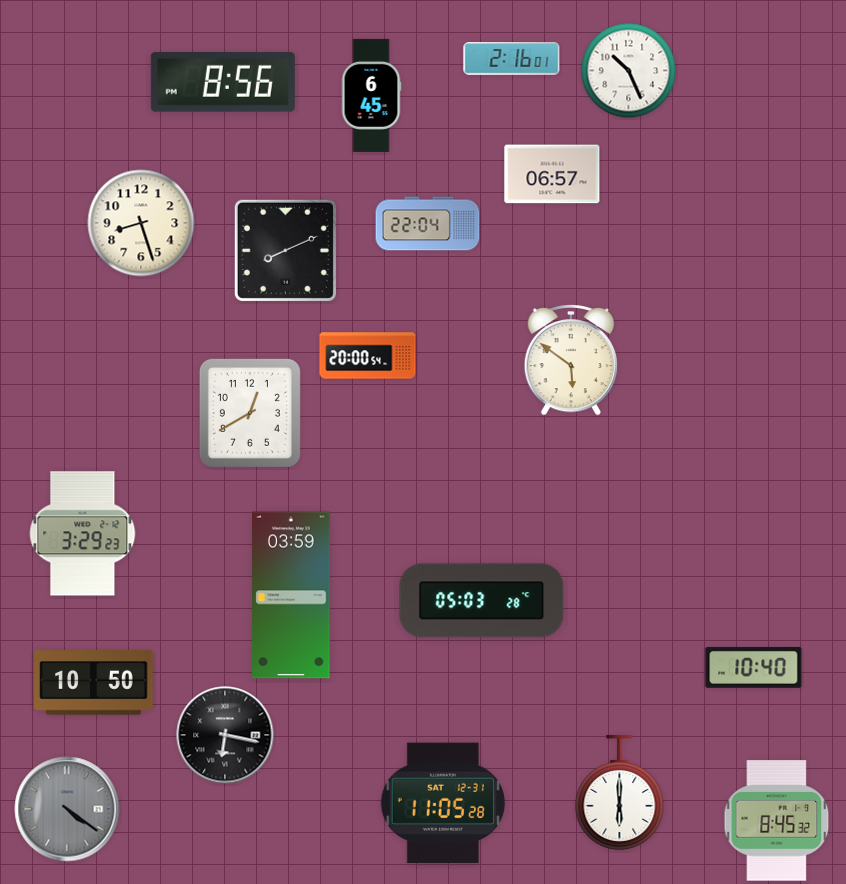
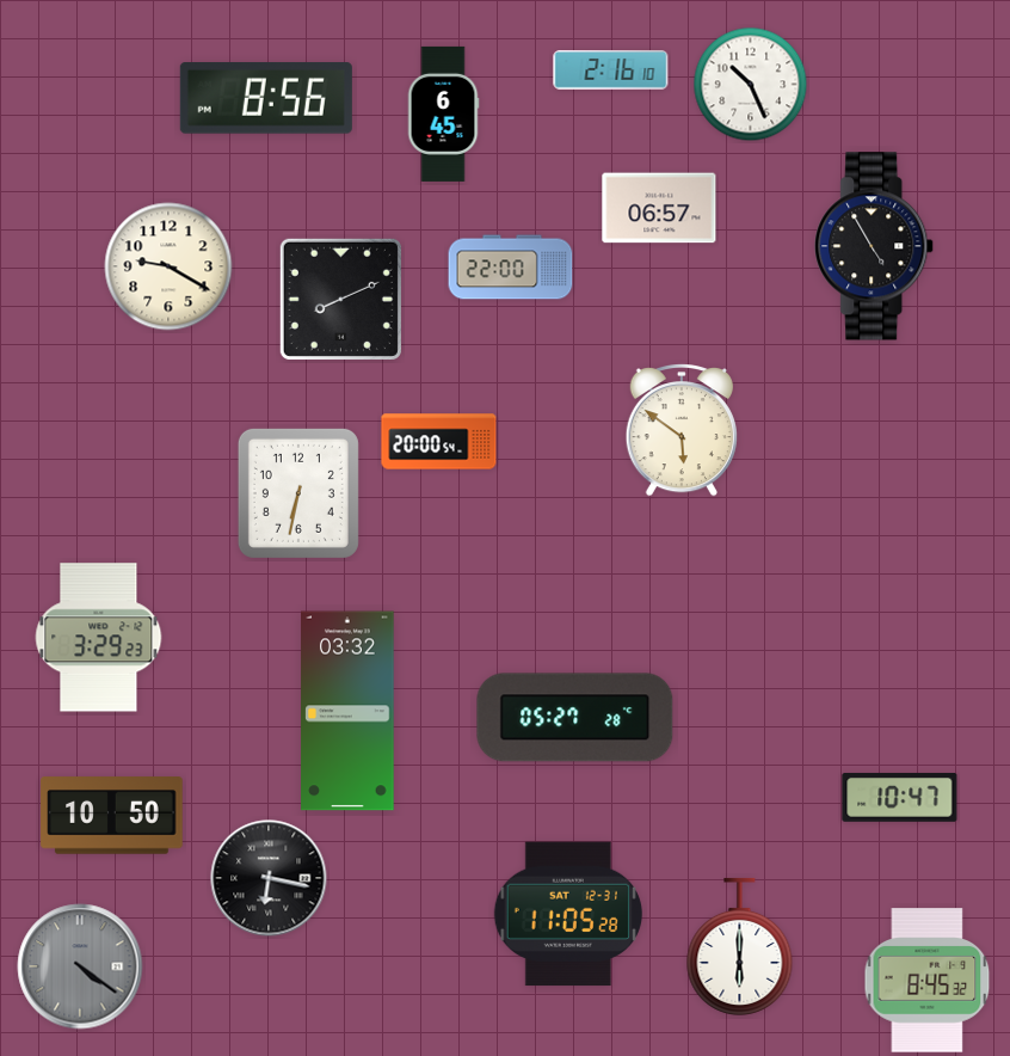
clock at (512, 59): 2:16:01 -> 2:16:10
clock at (875, 246): none -> 4:55
clock at (141, 223): 8:27 -> 9:20
clock at (428, 224): 22:04 -> 22:00
clock at (368, 356) position: (368, 356) -> (439, 442)
clock at (250, 413): 12:40 -> 6:32
clock at (291, 595): 03:59 -> 03:32
clock at (482, 601): 05:03 -> 05:27
clock at (754, 668): 10:40 -> 10:47
clock at (443, 803) position: (443, 803) -> (568, 914)
